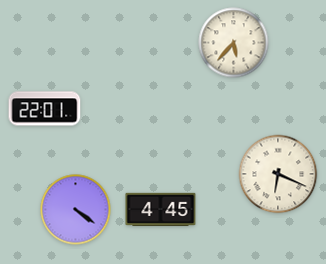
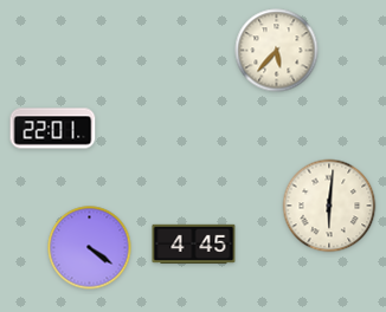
clock at (278, 174): 6:19 -> 6:01
clock at (161, 210) position: (161, 210) -> (194, 245)
